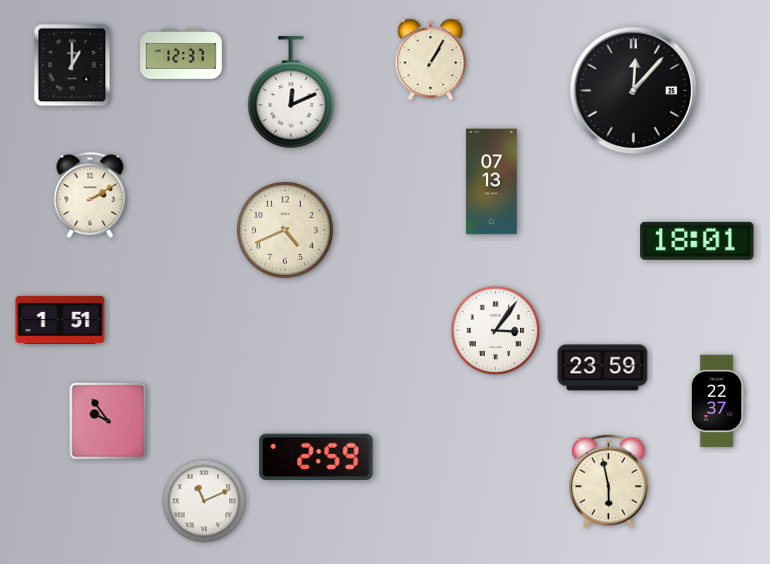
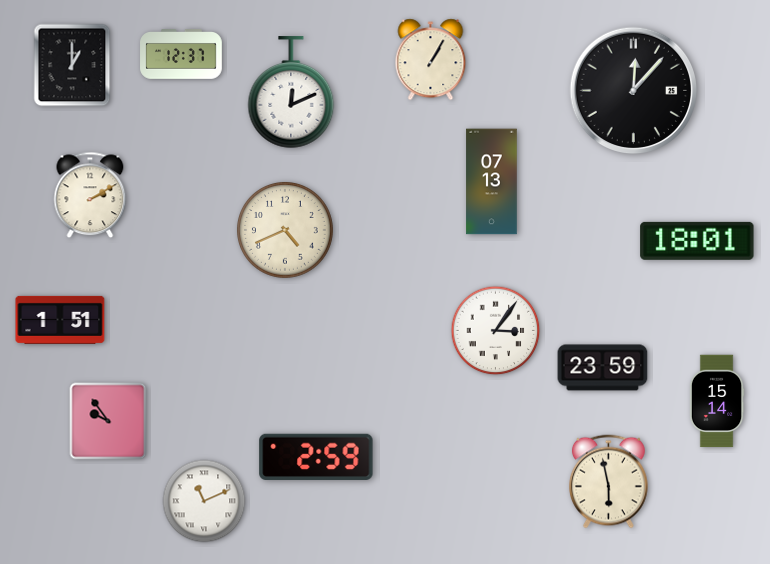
clock at (717, 401): 22:37 -> 15:14
